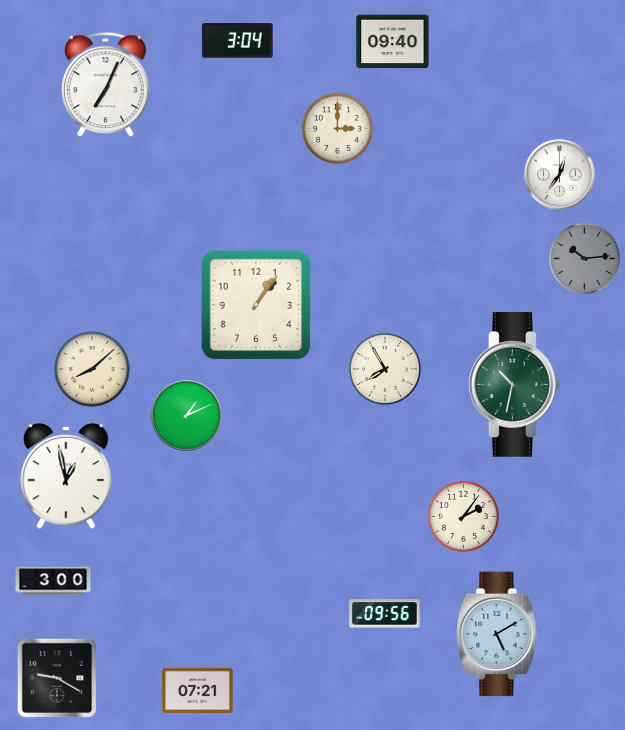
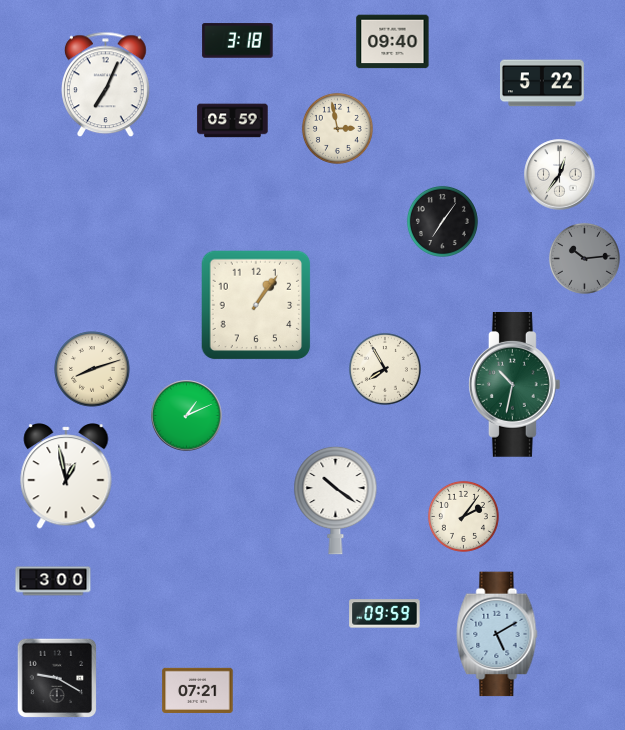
clock at (238, 41): 3:04 -> 3:18
clock at (543, 83): none -> 5:22
clock at (233, 121): none -> 05:59
clock at (337, 128): 3:00 -> 2:58
clock at (442, 221): none -> 7:06
clock at (92, 369): 8:08 -> 8:12
clock at (336, 500): none -> 10:21
clock at (385, 614): 09:56 -> 09:59
